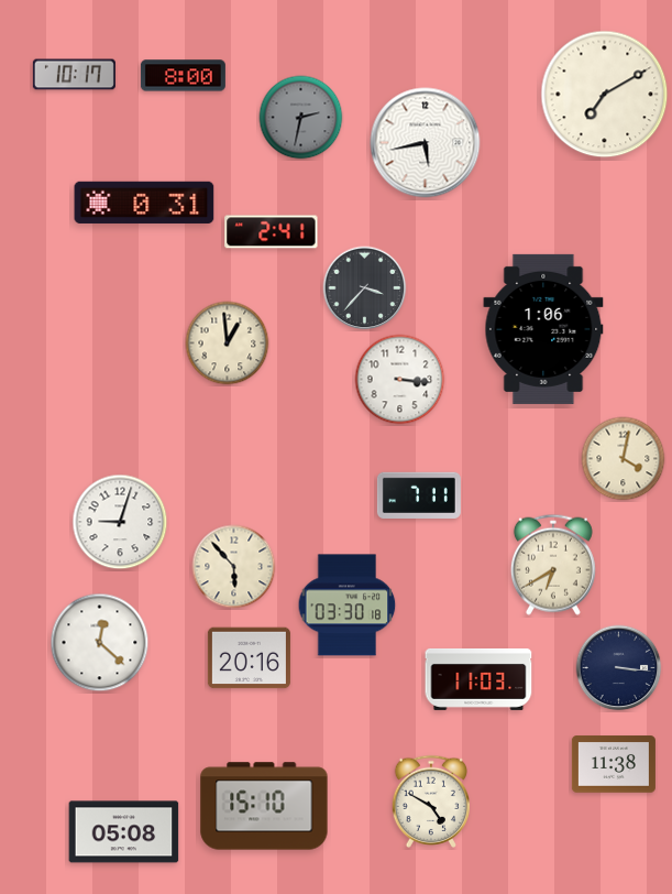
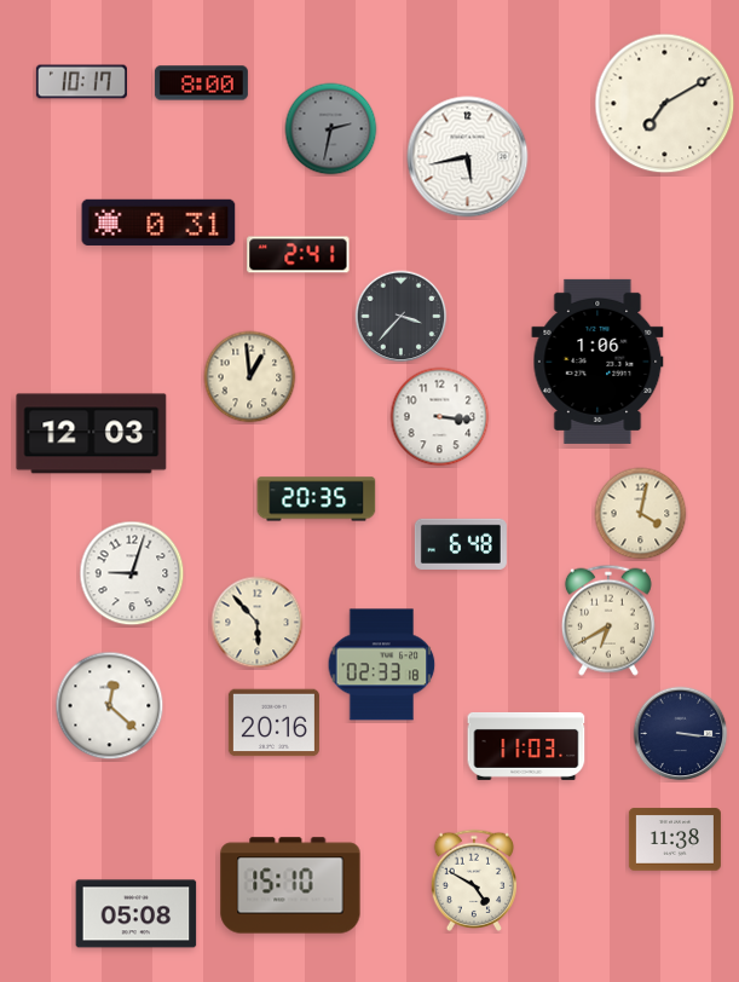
clock at (92, 434): none -> 12:03
clock at (317, 499): none -> 20:35
clock at (624, 459) position: (624, 459) -> (641, 514)
clock at (419, 495): 7:11 -> 6:48
clock at (348, 606): 03:30 -> 02:33
